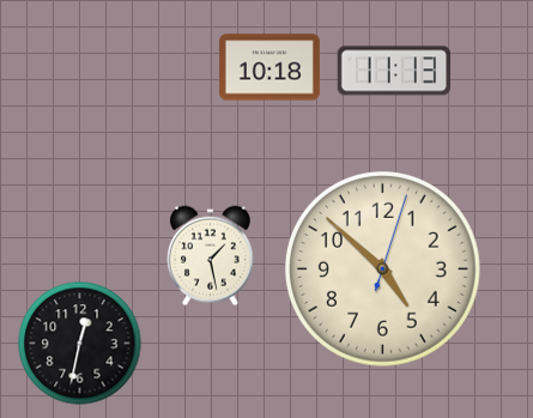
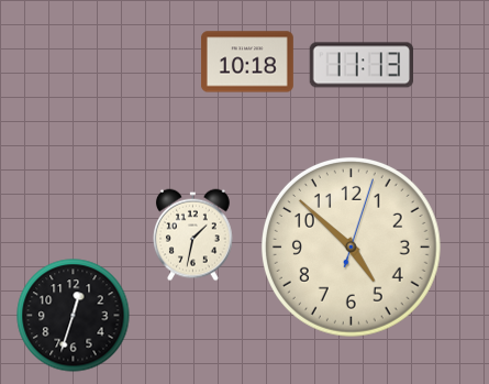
clock at (211, 256): 1:28 -> 1:32
clock at (80, 344): 12:32 -> 12:33
